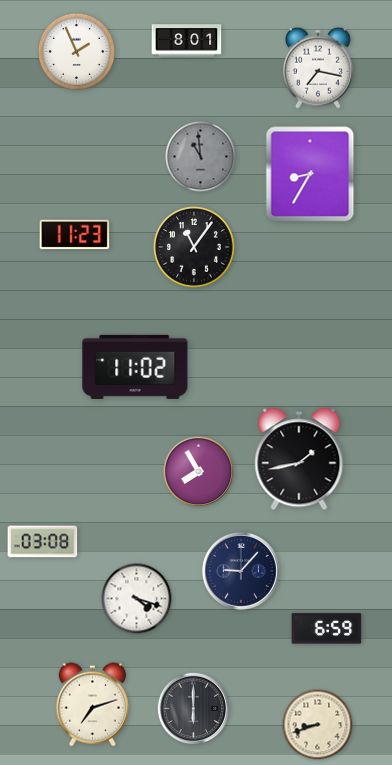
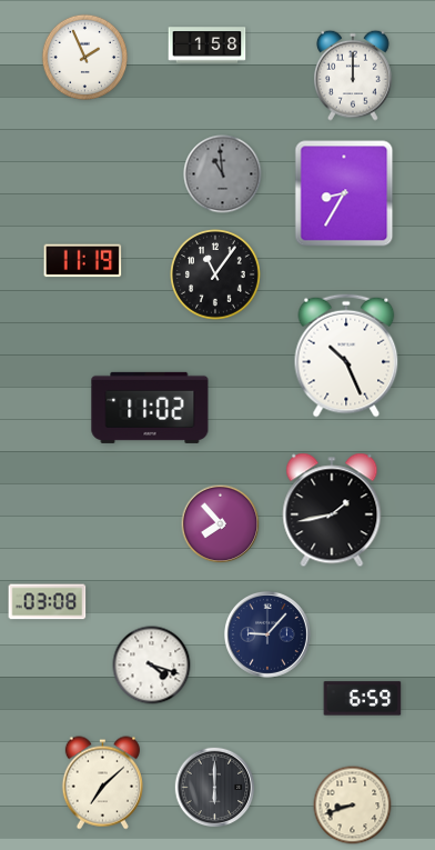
clock at (187, 41): 8:01 -> 1:58
clock at (318, 68): 7:17 -> 12:00
clock at (75, 235): 11:23 -> 11:19
clock at (346, 356): none -> 10:26
clock at (199, 472): 7:55 -> 7:53
clock at (92, 705): 7:12 -> 7:08
